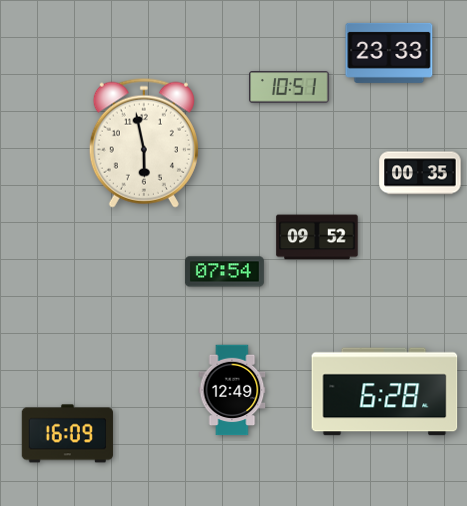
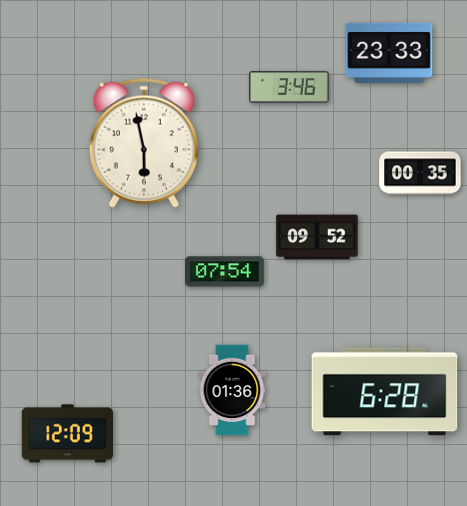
clock at (290, 87): 10:51 -> 3:46
clock at (232, 390): 12:49 -> 01:36
clock at (67, 434): 16:09 -> 12:09
